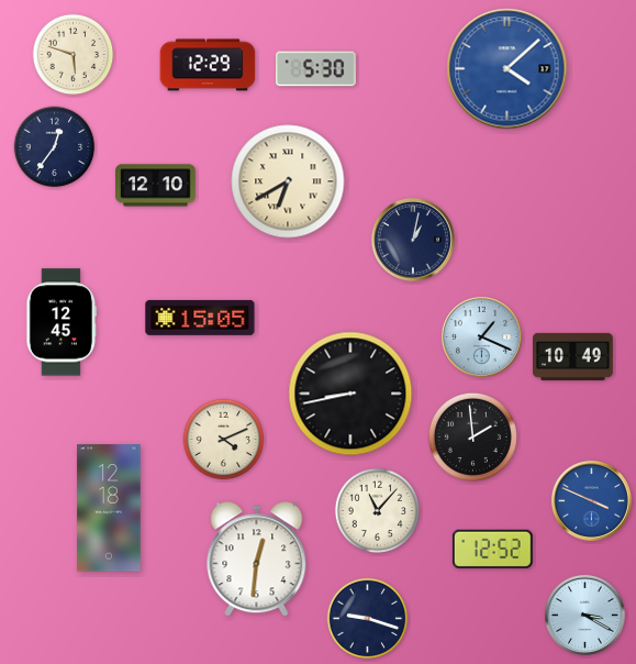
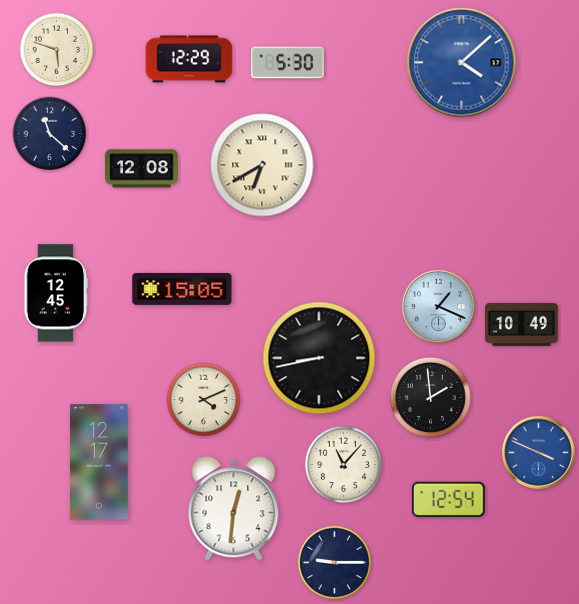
clock at (74, 55) position: (74, 55) -> (57, 50)
clock at (55, 147): 12:36 -> 11:22
clock at (156, 186): 12:10 -> 12:08
clock at (413, 240): 1:02 -> none
clock at (591, 500) position: (591, 500) -> (538, 452)
clock at (109, 508): 12:18 -> 12:17
clock at (492, 549): 12:52 -> 12:54
clock at (584, 615): 3:20 -> none
clock at (368, 619): 9:18 -> 9:15
